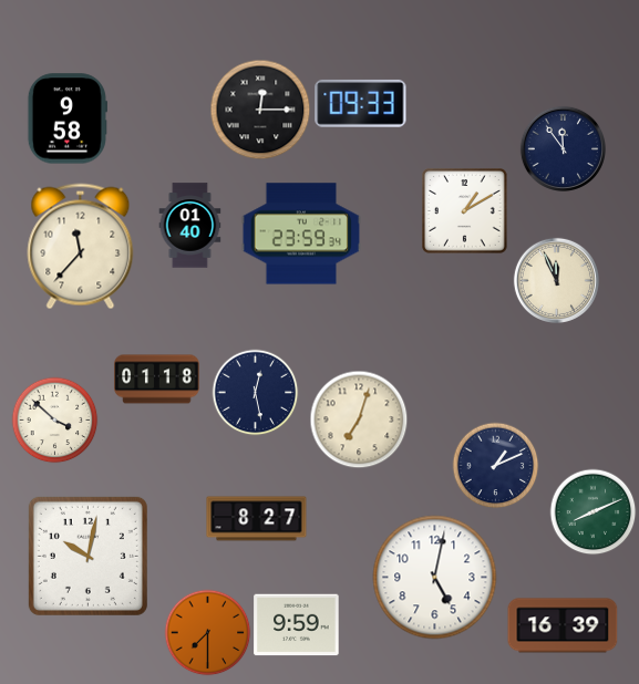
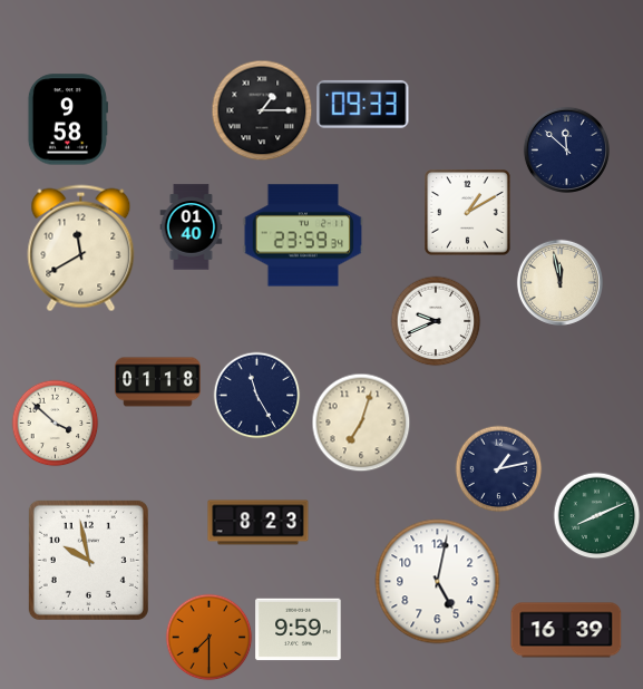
clock at (260, 110): 12:15 -> 1:15
clock at (563, 148): 11:54 -> 11:52
clock at (81, 247): 11:37 -> 11:40
clock at (556, 280): 11:56 -> 11:58
clock at (436, 321): none -> 9:41
clock at (255, 392): 12:28 -> 11:25
clock at (495, 465): 1:11 -> 1:13
clock at (257, 519): 8:27 -> 8:23
clock at (87, 556): 10:02 -> 9:58
